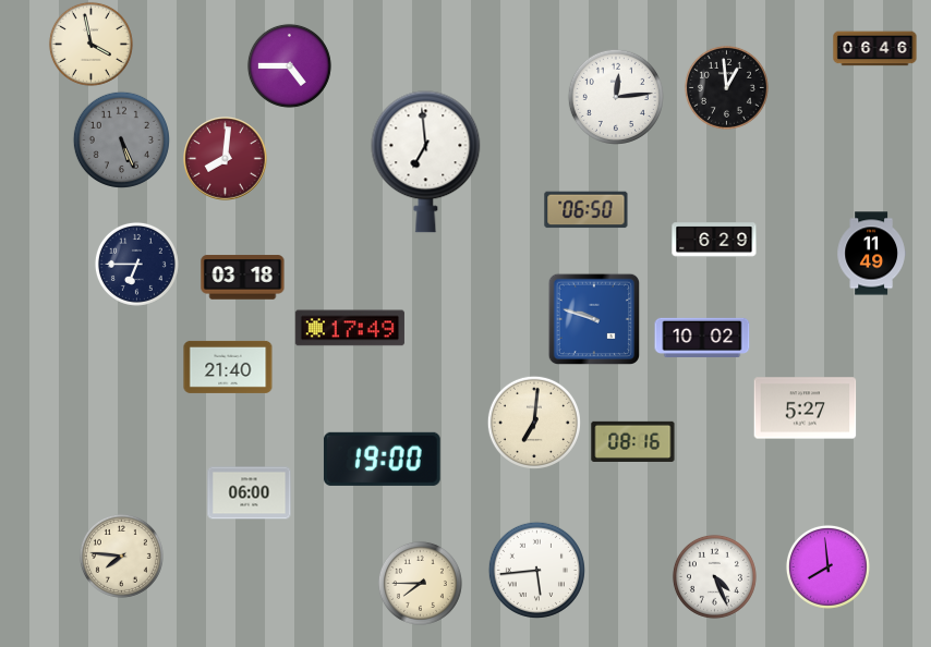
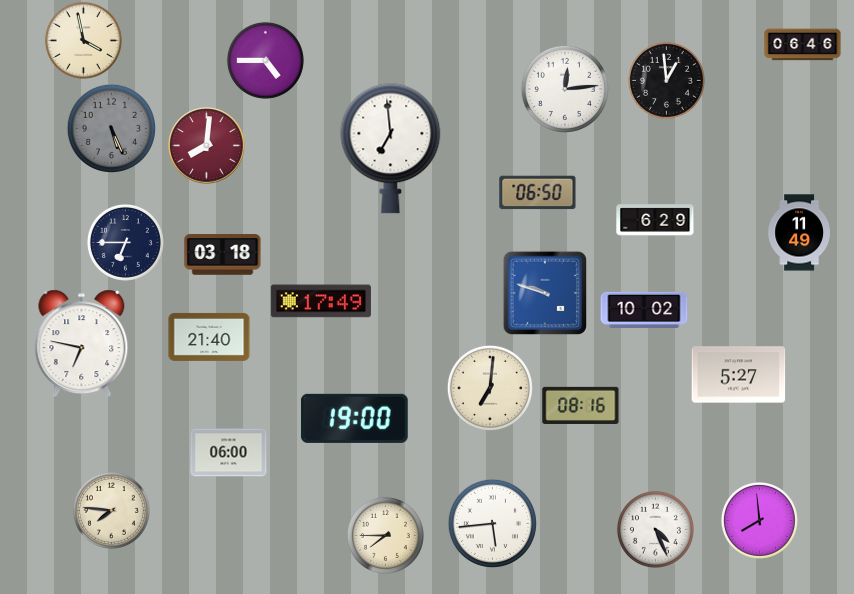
clock at (82, 344): none -> 6:47
clock at (382, 459) position: (382, 459) -> (354, 418)
